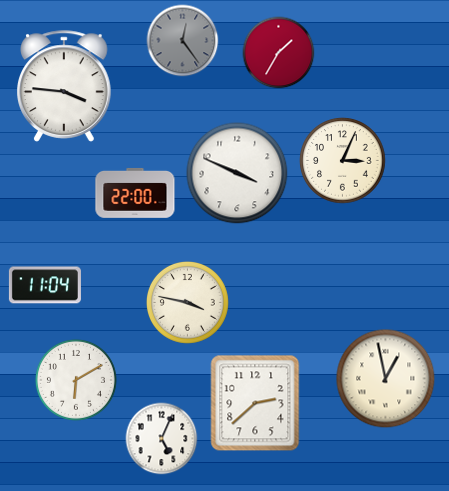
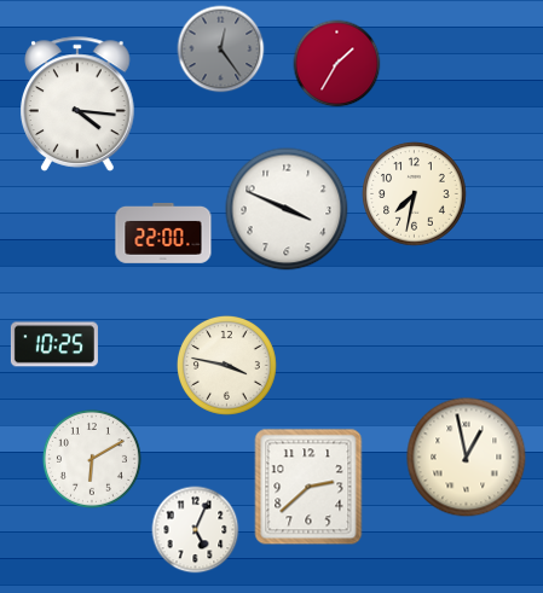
clock at (65, 86): 3:46 -> 4:16
clock at (343, 161): 3:04 -> 7:32
clock at (45, 285): 11:04 -> 10:25
